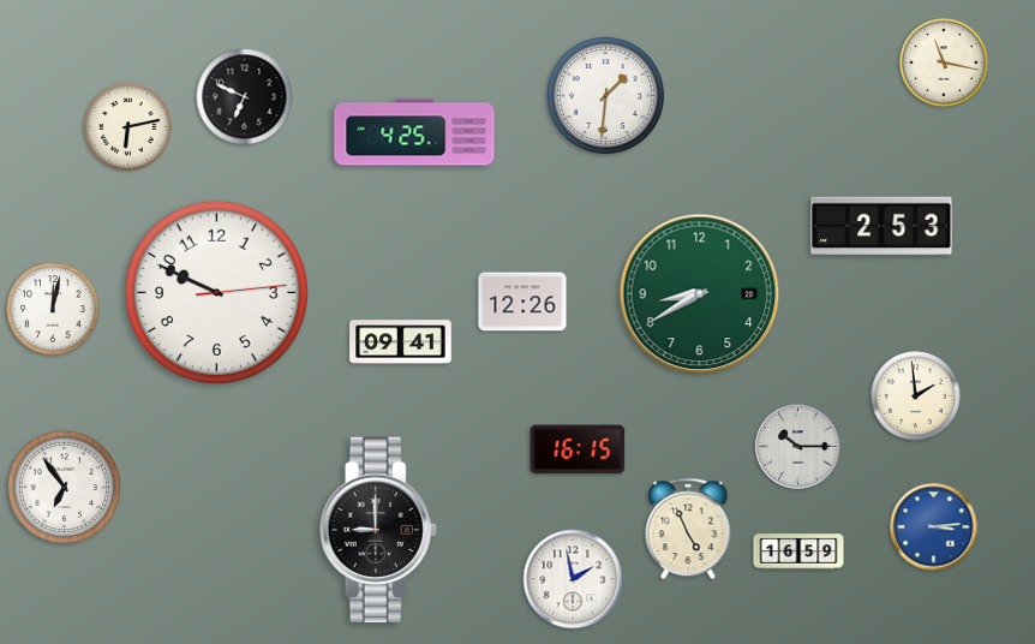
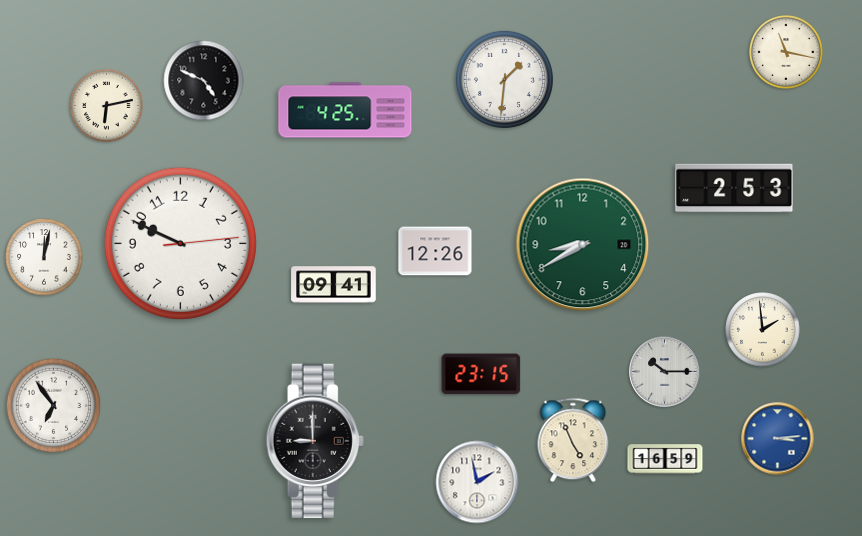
clock at (245, 97): 6:49 -> 4:49
clock at (578, 449): 16:15 -> 23:15
